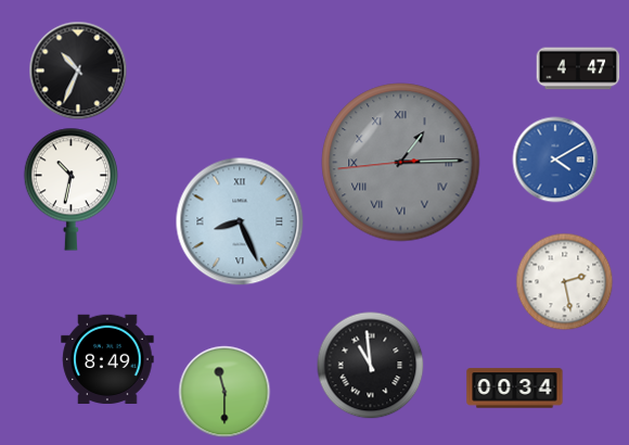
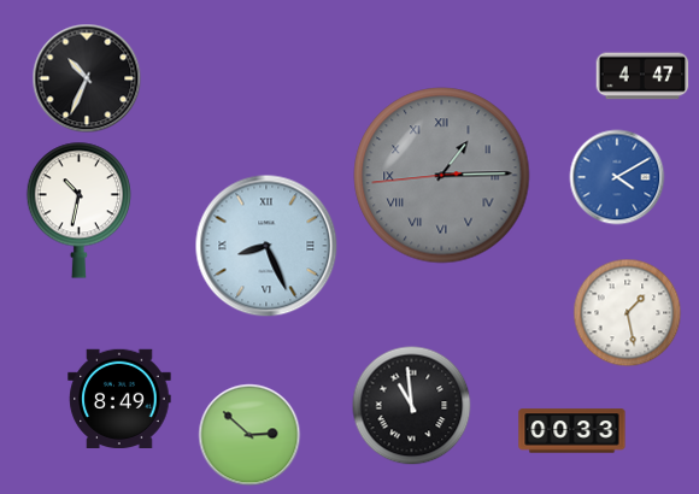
clock at (401, 163) position: (401, 163) -> (442, 176)
clock at (565, 282): 2:28 -> 1:28
clock at (515, 389): 00:34 -> 00:33
clock at (224, 392): 11:30 -> 2:52
